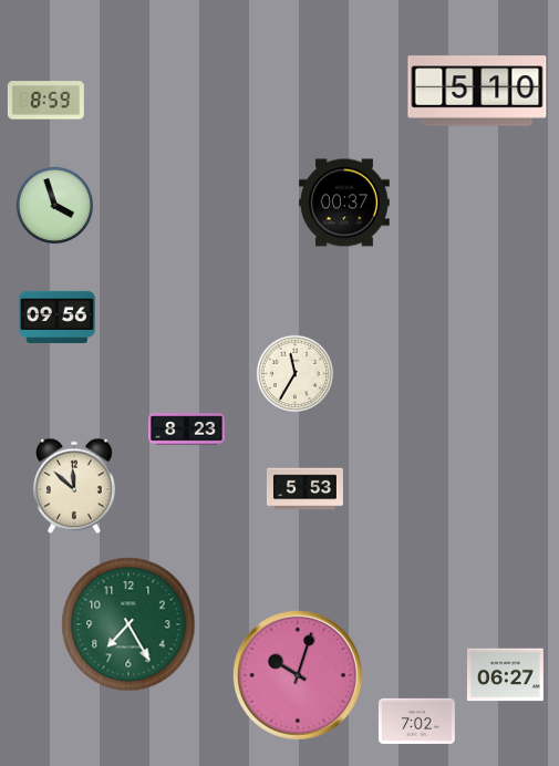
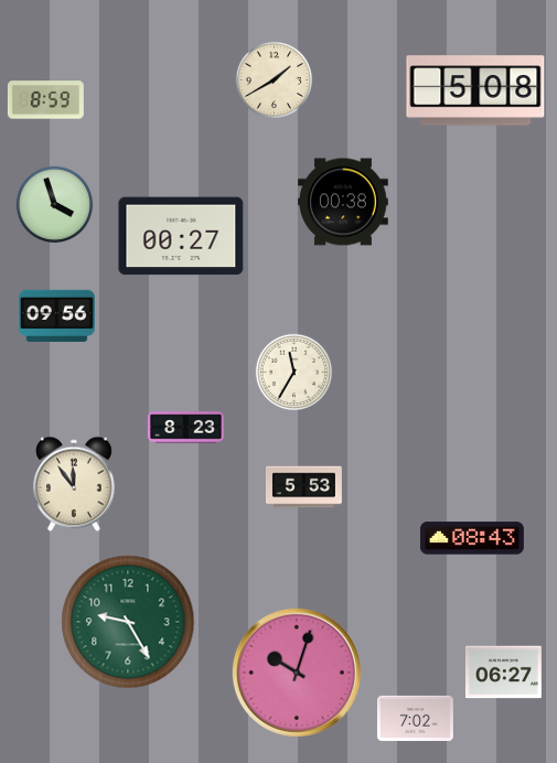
clock at (275, 80): none -> 1:40
clock at (477, 91): 5:10 -> 5:08
clock at (345, 203): 00:37 -> 00:38
clock at (181, 236): none -> 00:27
clock at (75, 486): 11:52 -> 11:54
clock at (472, 538): none -> 08:43
clock at (128, 624): 7:25 -> 9:25
